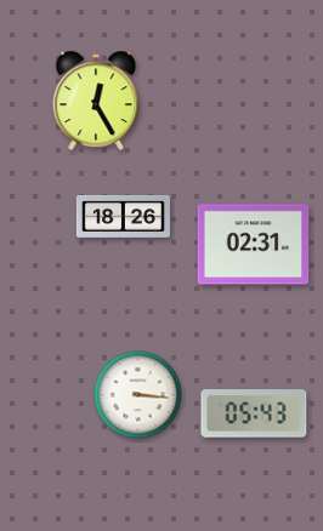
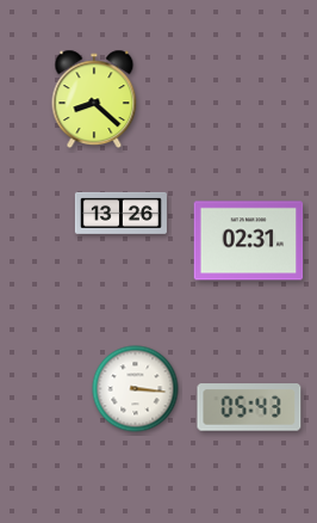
clock at (96, 101): 12:25 -> 8:22
clock at (123, 216): 18:26 -> 13:26
